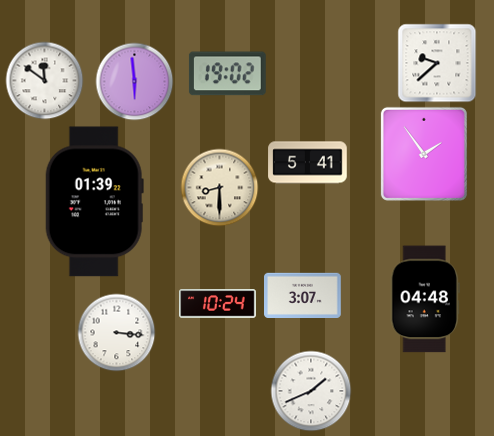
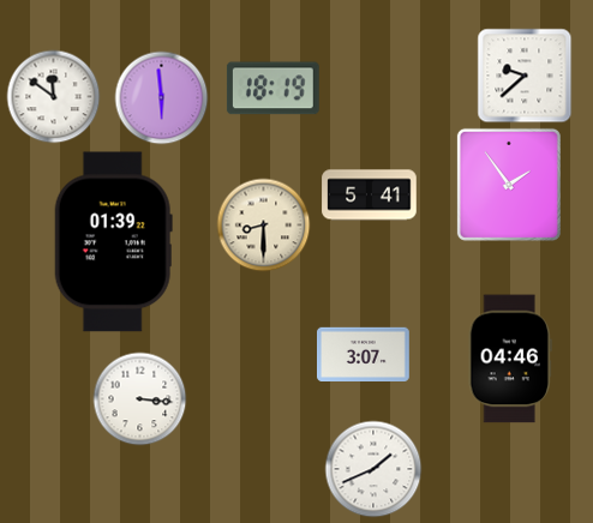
clock at (227, 74): 19:02 -> 18:19
clock at (424, 299): 04:48 -> 04:46
clock at (218, 304): 10:24 -> none
